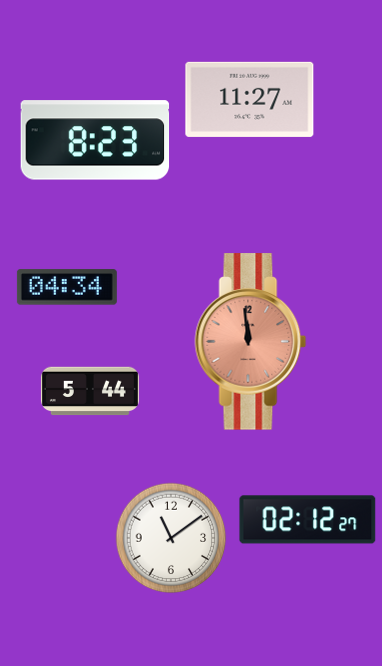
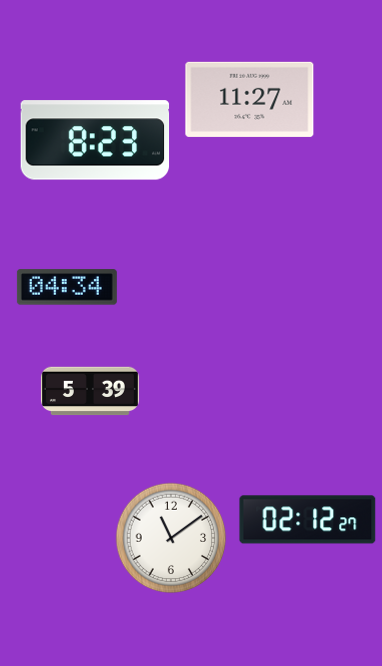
clock at (251, 342): 11:59 -> none
clock at (90, 391): 5:44 -> 5:39
